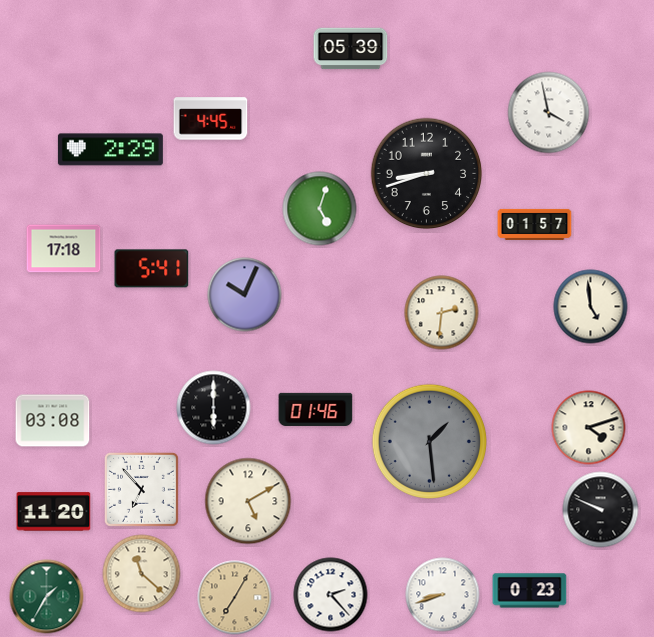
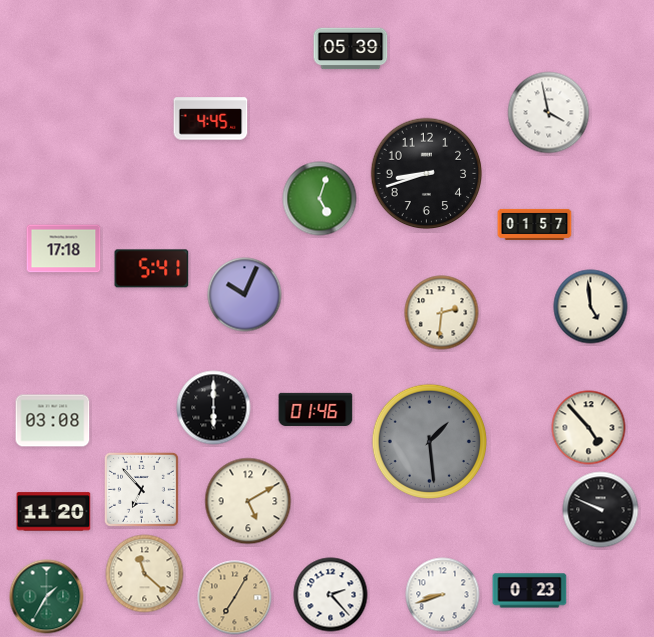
clock at (110, 150): 2:29 -> none
clock at (320, 209) position: (320, 209) -> (320, 199)
clock at (589, 428): 4:12 -> 4:53
clock at (142, 574) position: (142, 574) -> (145, 574)
